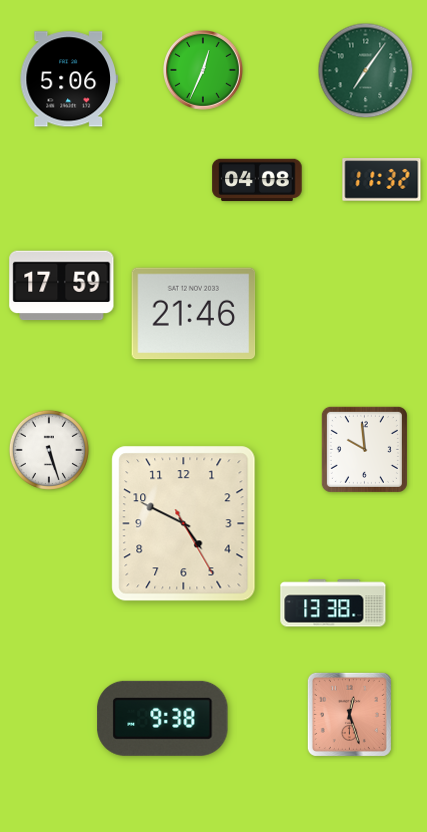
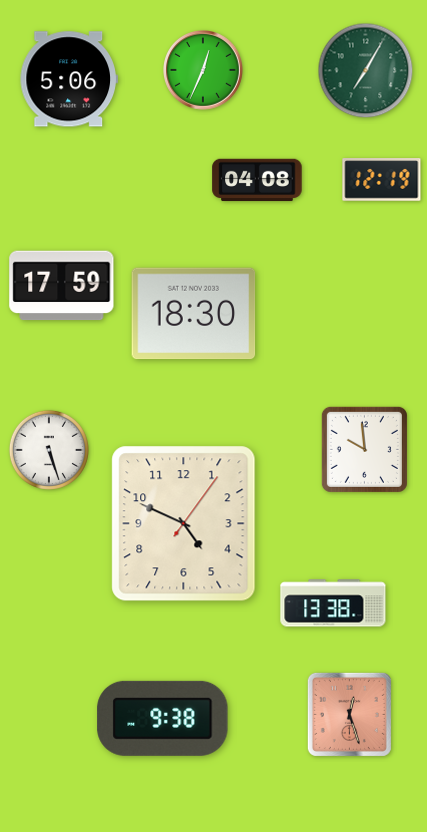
clock at (366, 71): 7:06 -> 7:05
clock at (382, 180): 11:32 -> 12:19
clock at (194, 314): 21:46 -> 18:30
clock at (184, 524): 4:49:25 -> 4:49:06
